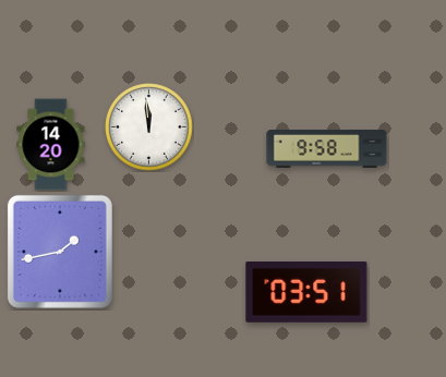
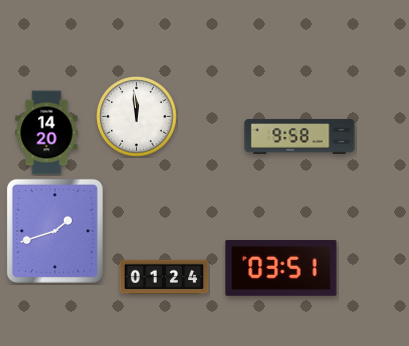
clock at (60, 252): 1:43 -> 1:42
clock at (164, 277): none -> 01:24
